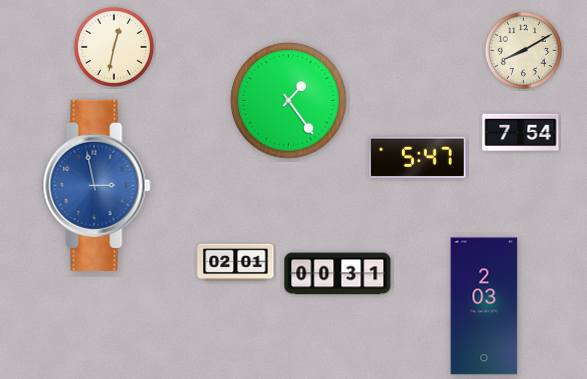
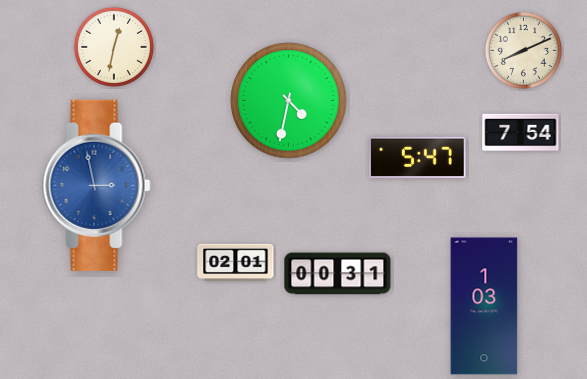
clock at (523, 50): 8:10 -> 8:11
clock at (289, 101): 1:24 -> 4:32
clock at (484, 306): 2:03 -> 1:03
